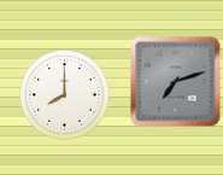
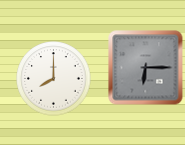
clock at (176, 82): 7:12 -> 6:15
